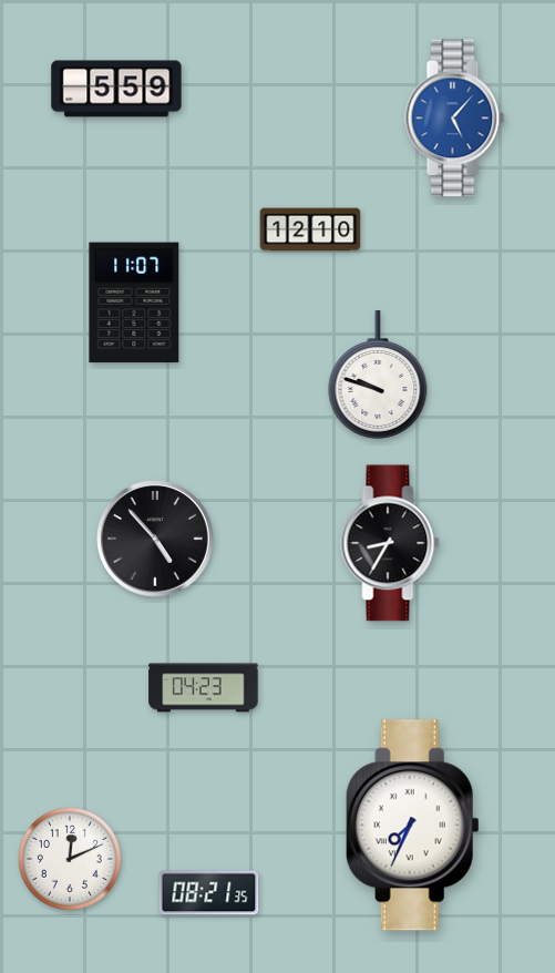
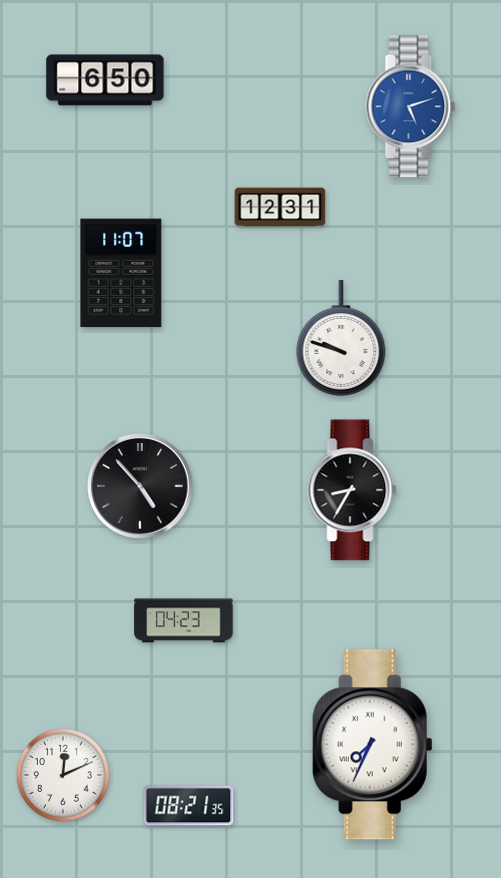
clock at (116, 89): 5:59 -> 6:50
clock at (455, 119): 5:07 -> 5:12
clock at (310, 229): 12:10 -> 12:31
